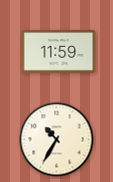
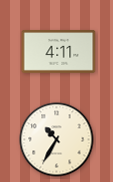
clock at (59, 51): 11:59 -> 4:11
